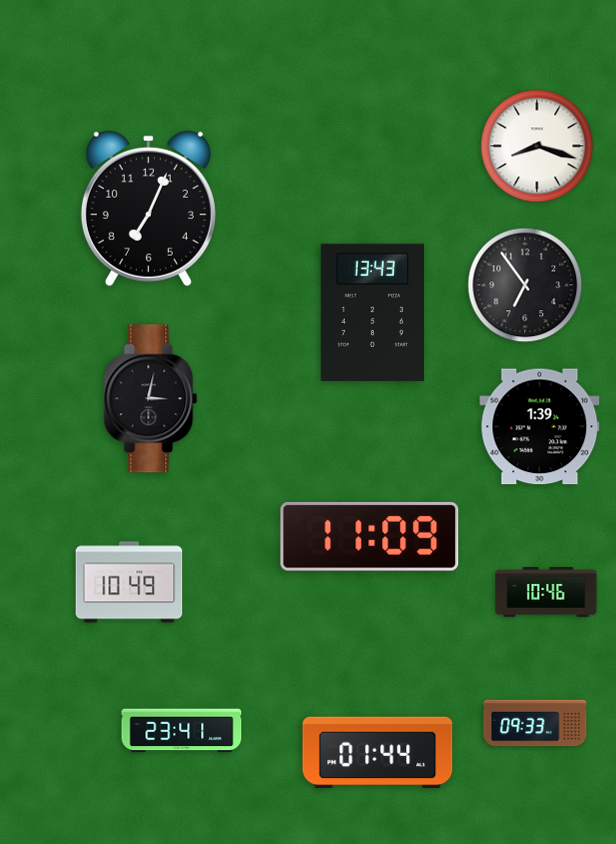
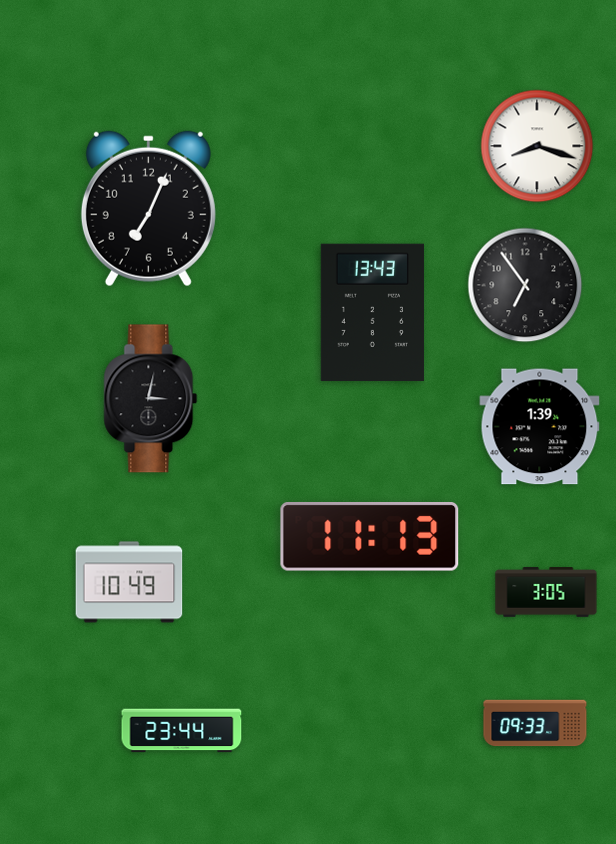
clock at (370, 537): 11:09 -> 11:13
clock at (546, 592): 10:46 -> 3:05
clock at (182, 731): 23:41 -> 23:44
clock at (378, 753): 01:44 -> none
